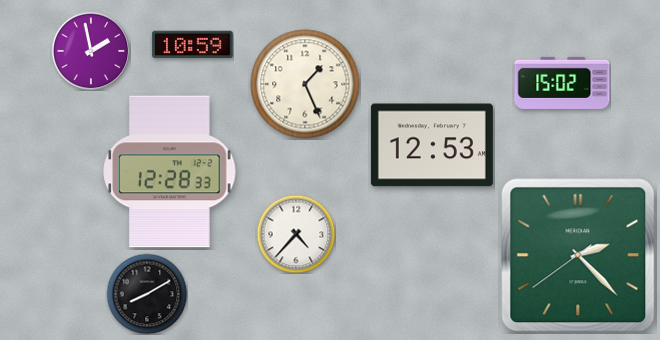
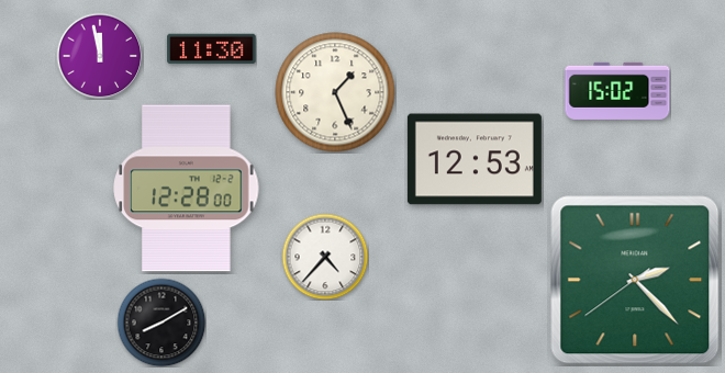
clock at (193, 45): 10:59 -> 11:30
clock at (91, 51): 1:58 -> 11:58
clock at (170, 172): 12:28:33 -> 12:28:00
